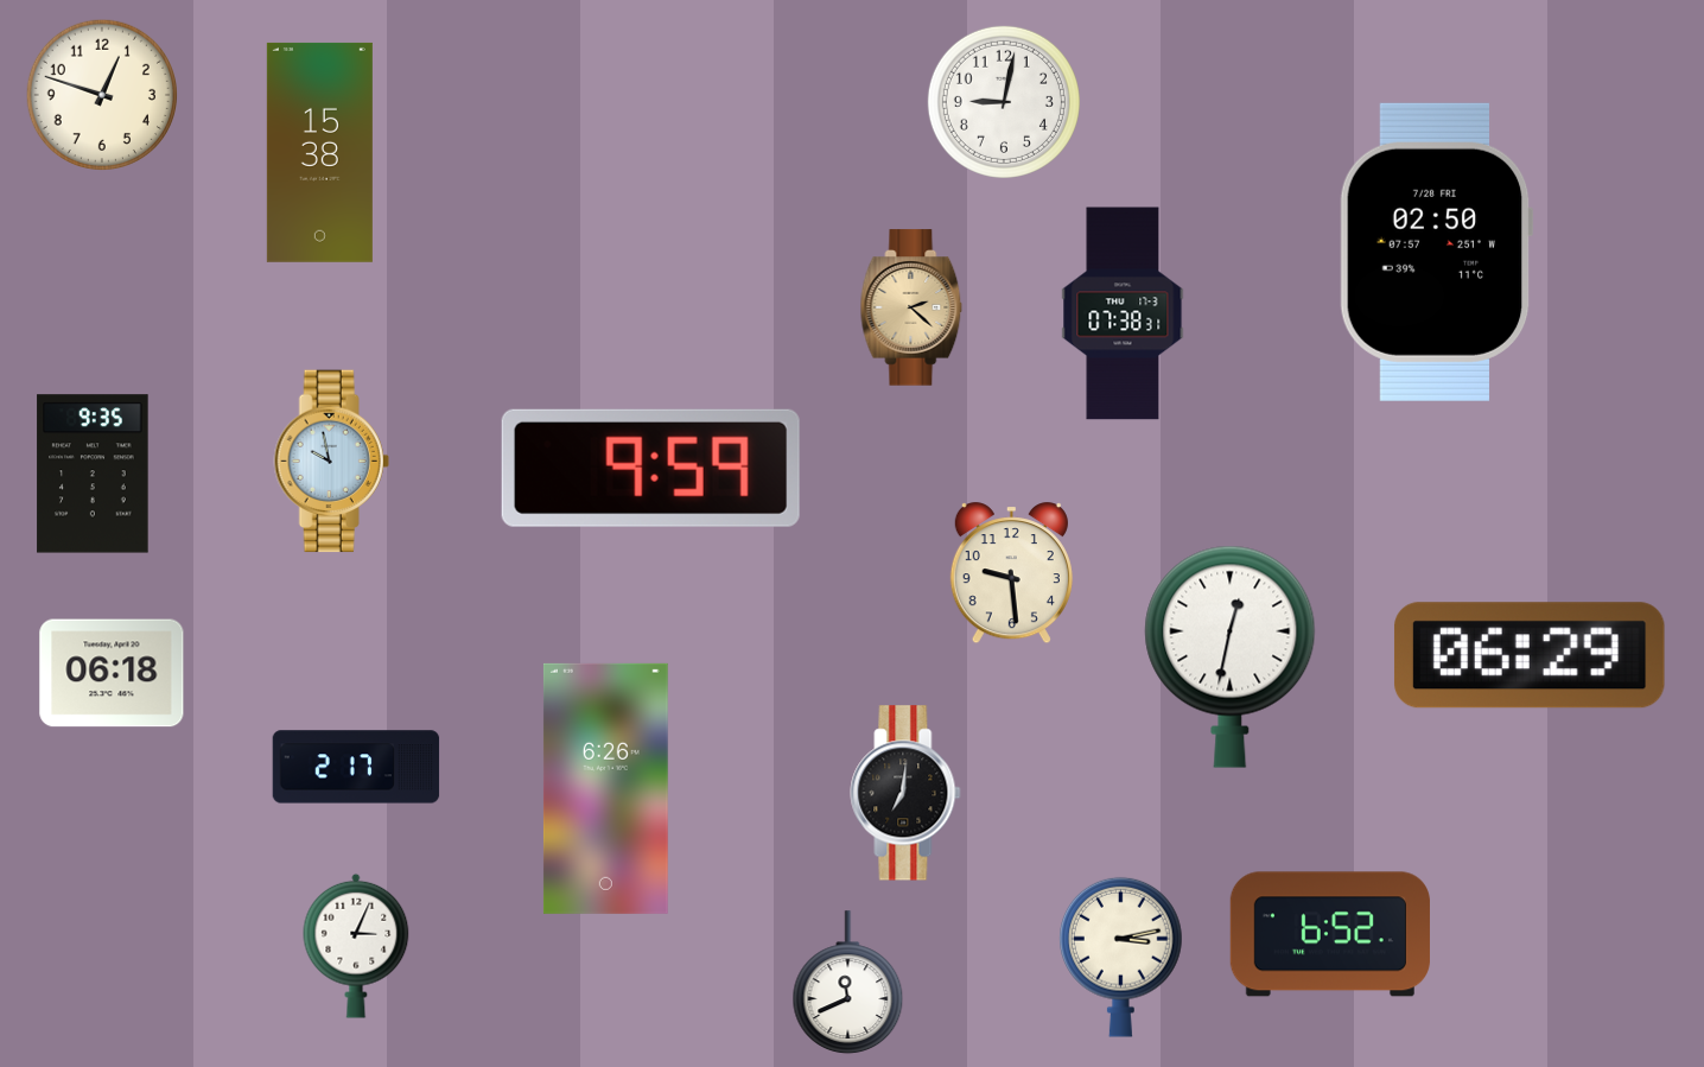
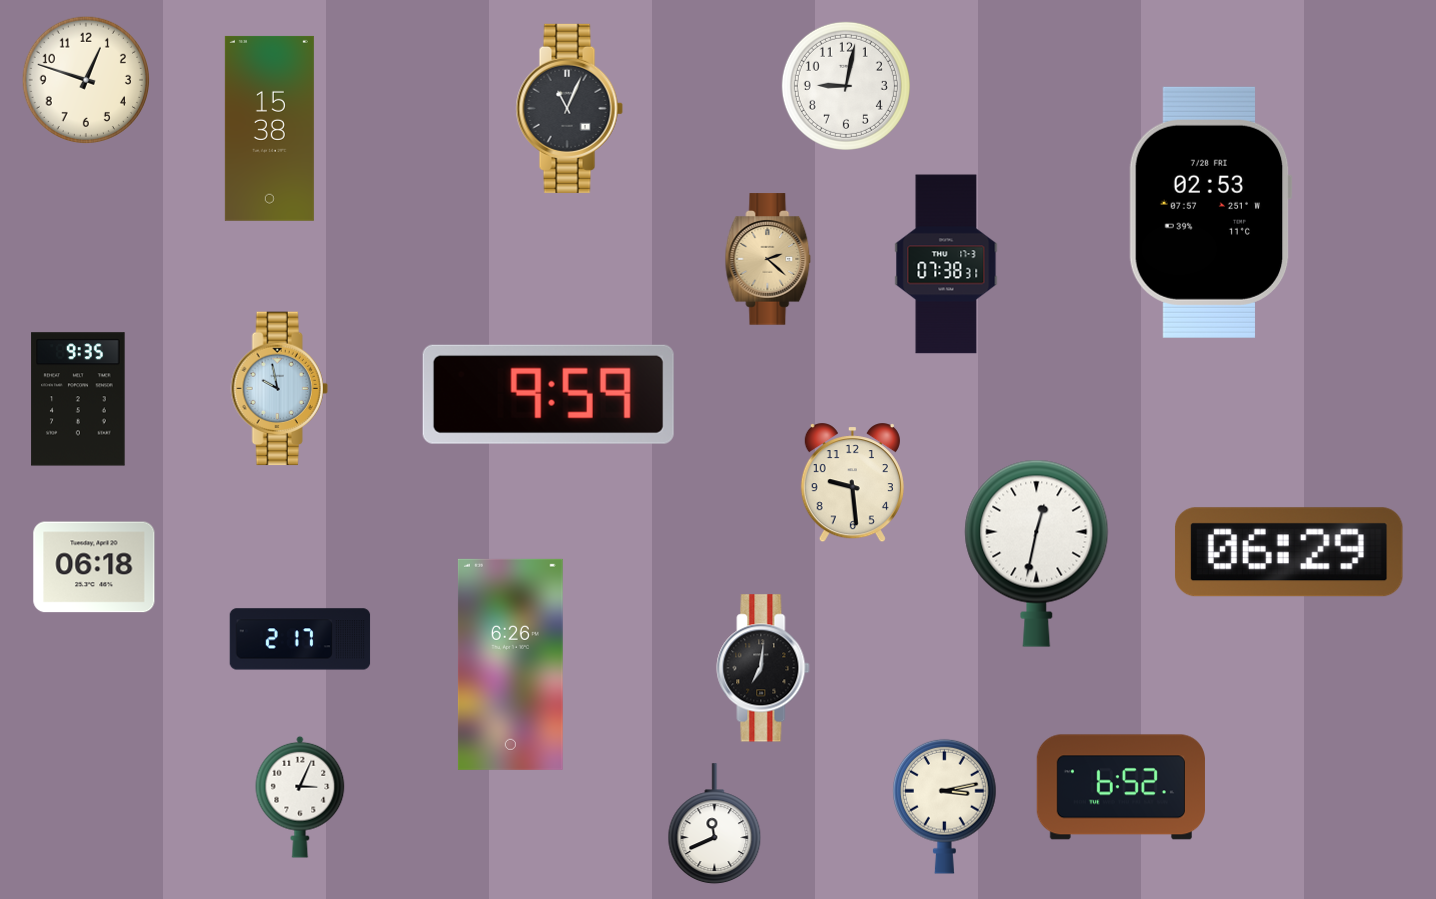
clock at (569, 108): none -> 11:04
clock at (1436, 252): 02:50 -> 02:53
clock at (356, 767) position: (356, 767) -> (300, 639)
clock at (848, 983) position: (848, 983) -> (715, 824)
